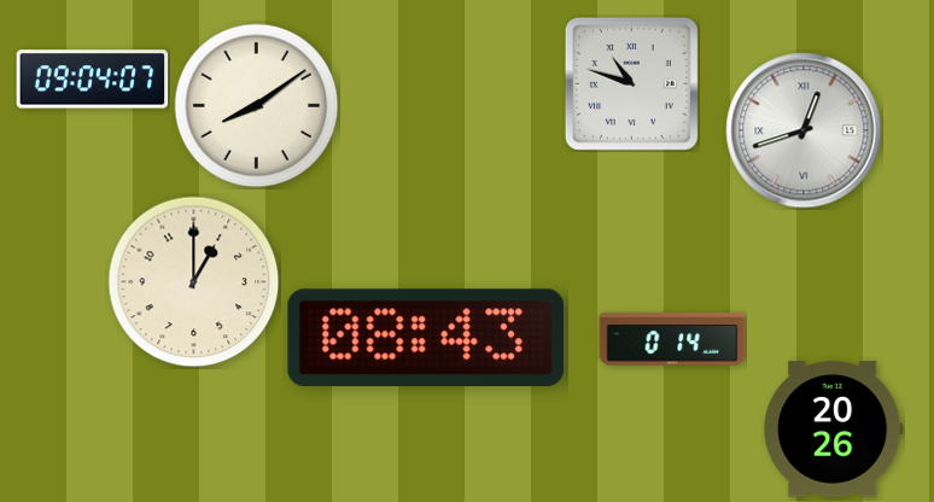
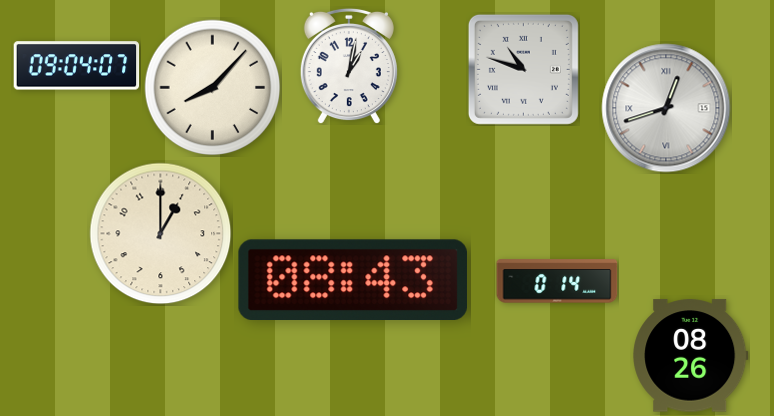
clock at (349, 66): none -> 1:02
clock at (257, 106): 8:09 -> 8:07
clock at (834, 430): 20:26 -> 08:26
